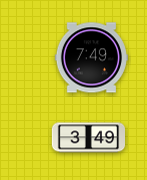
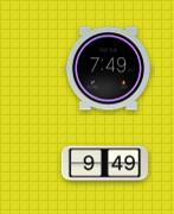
clock at (88, 138): 3:49 -> 9:49
